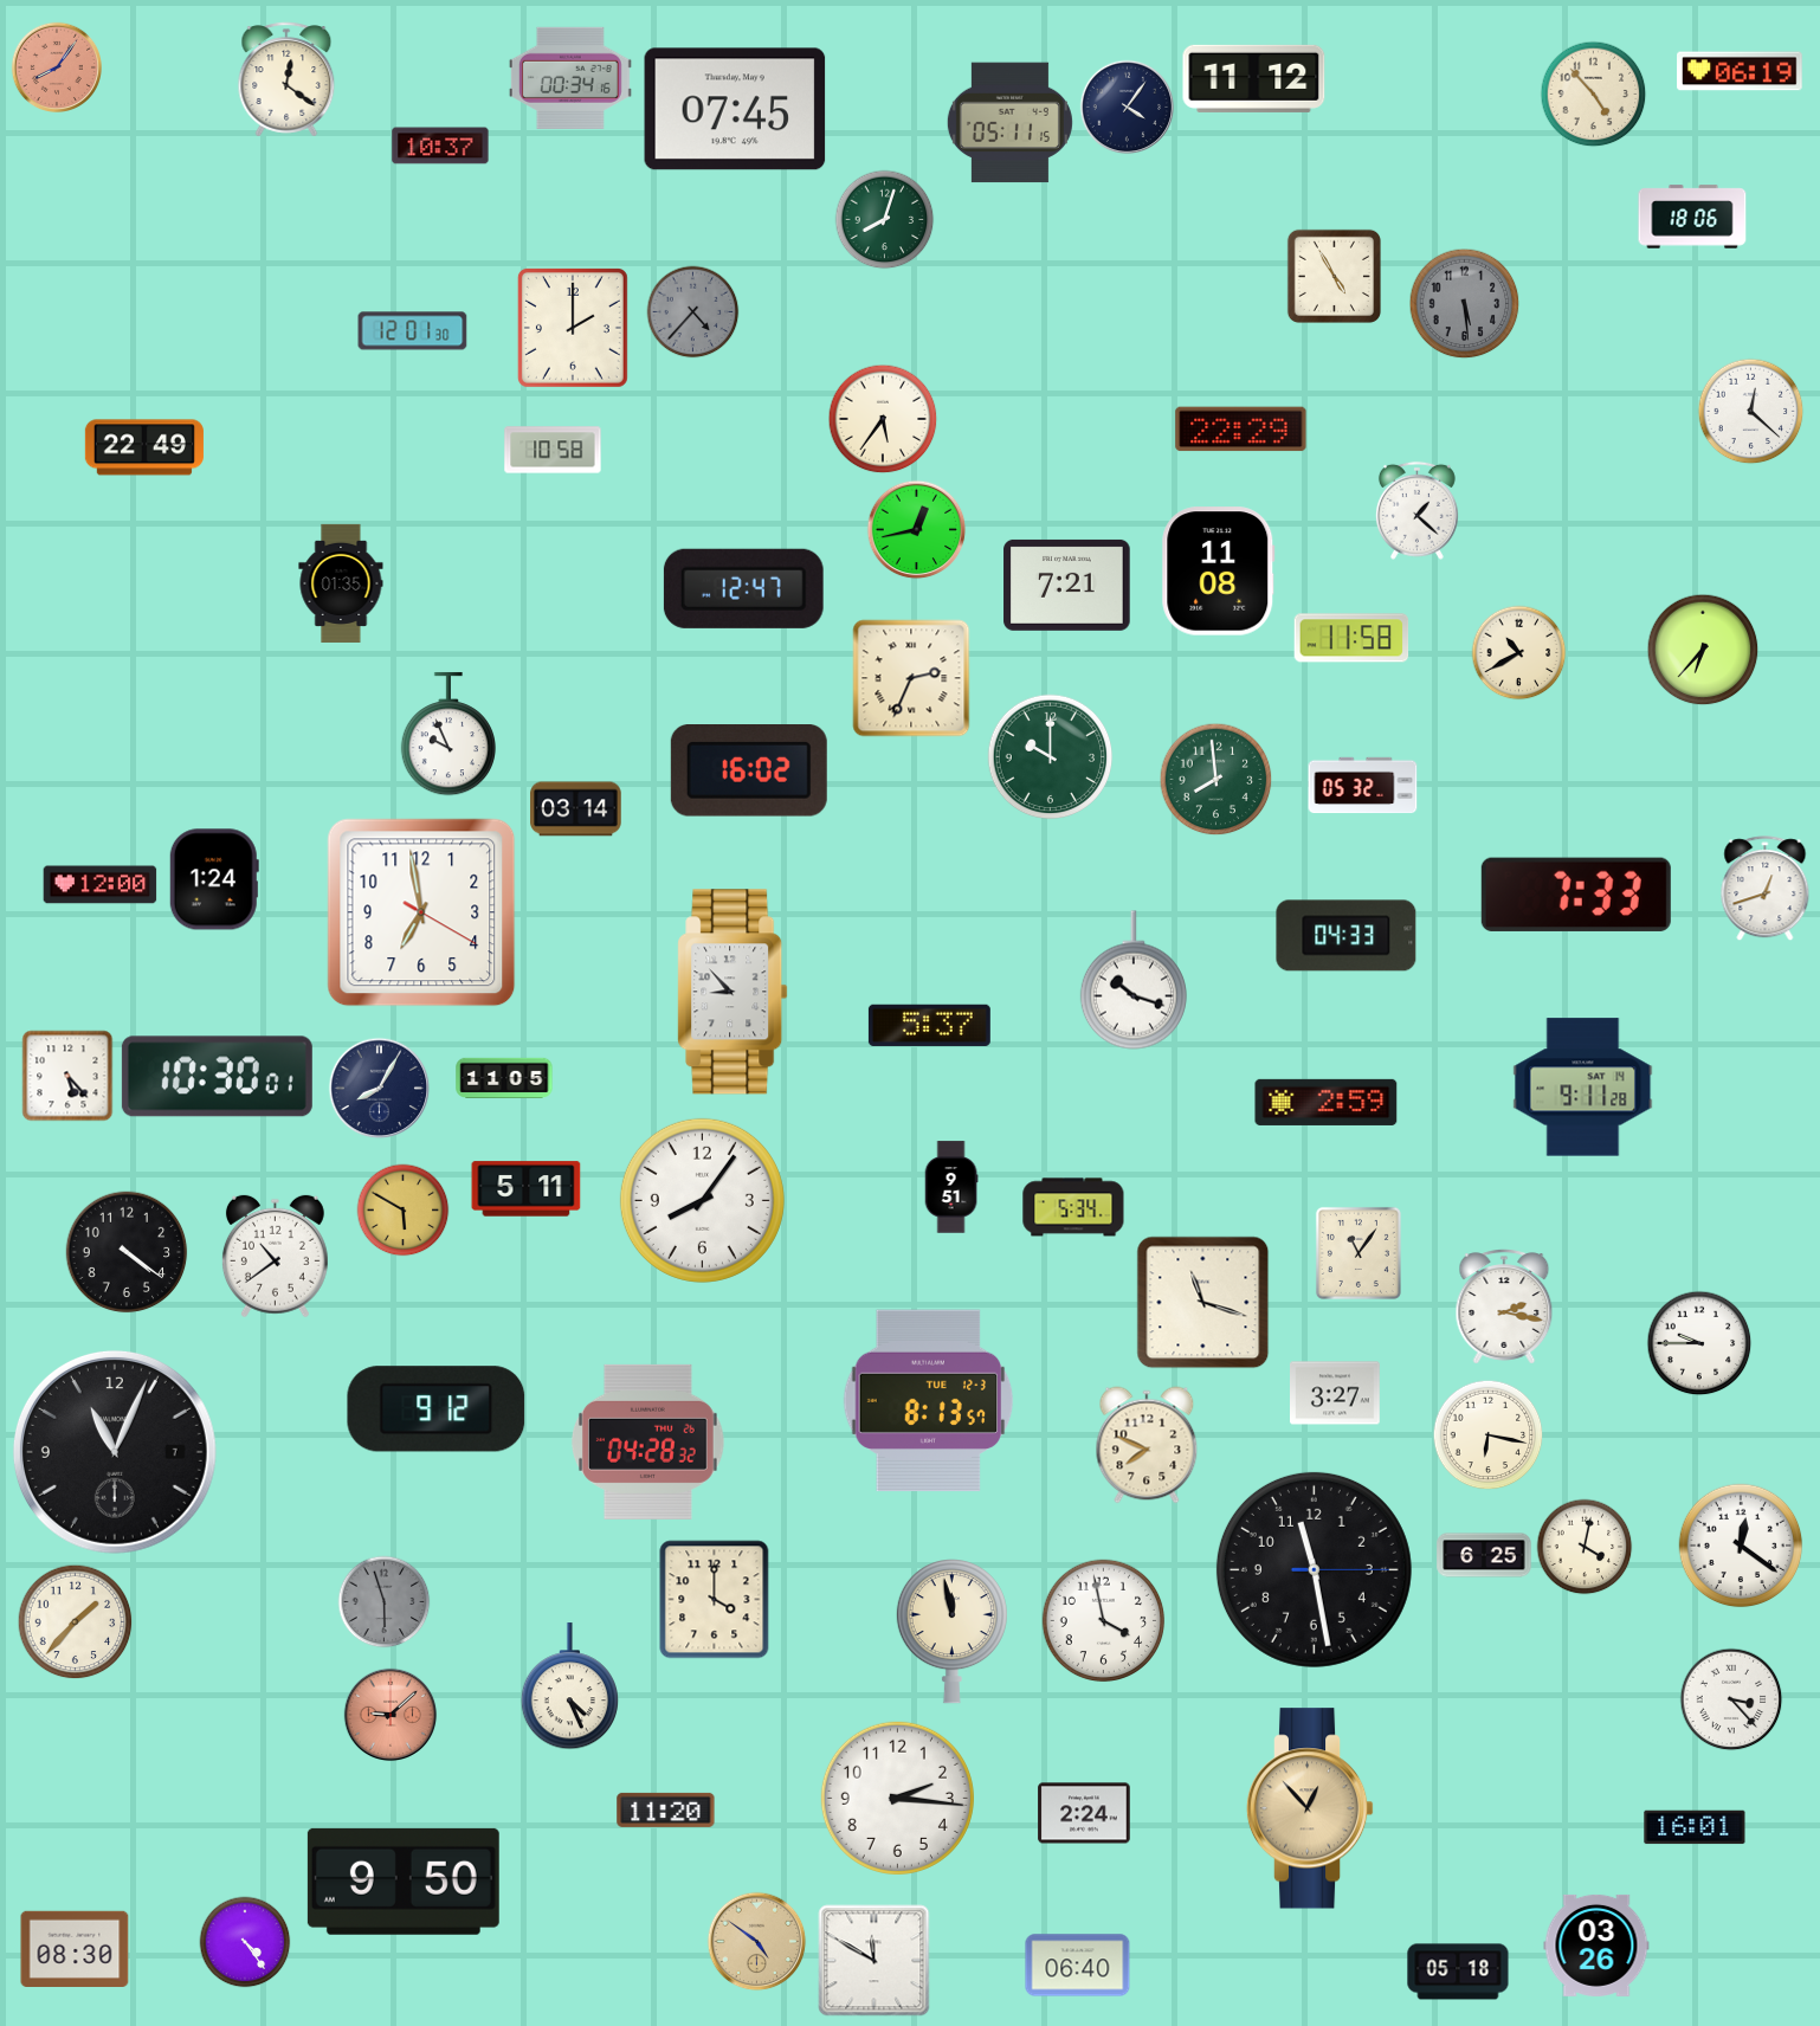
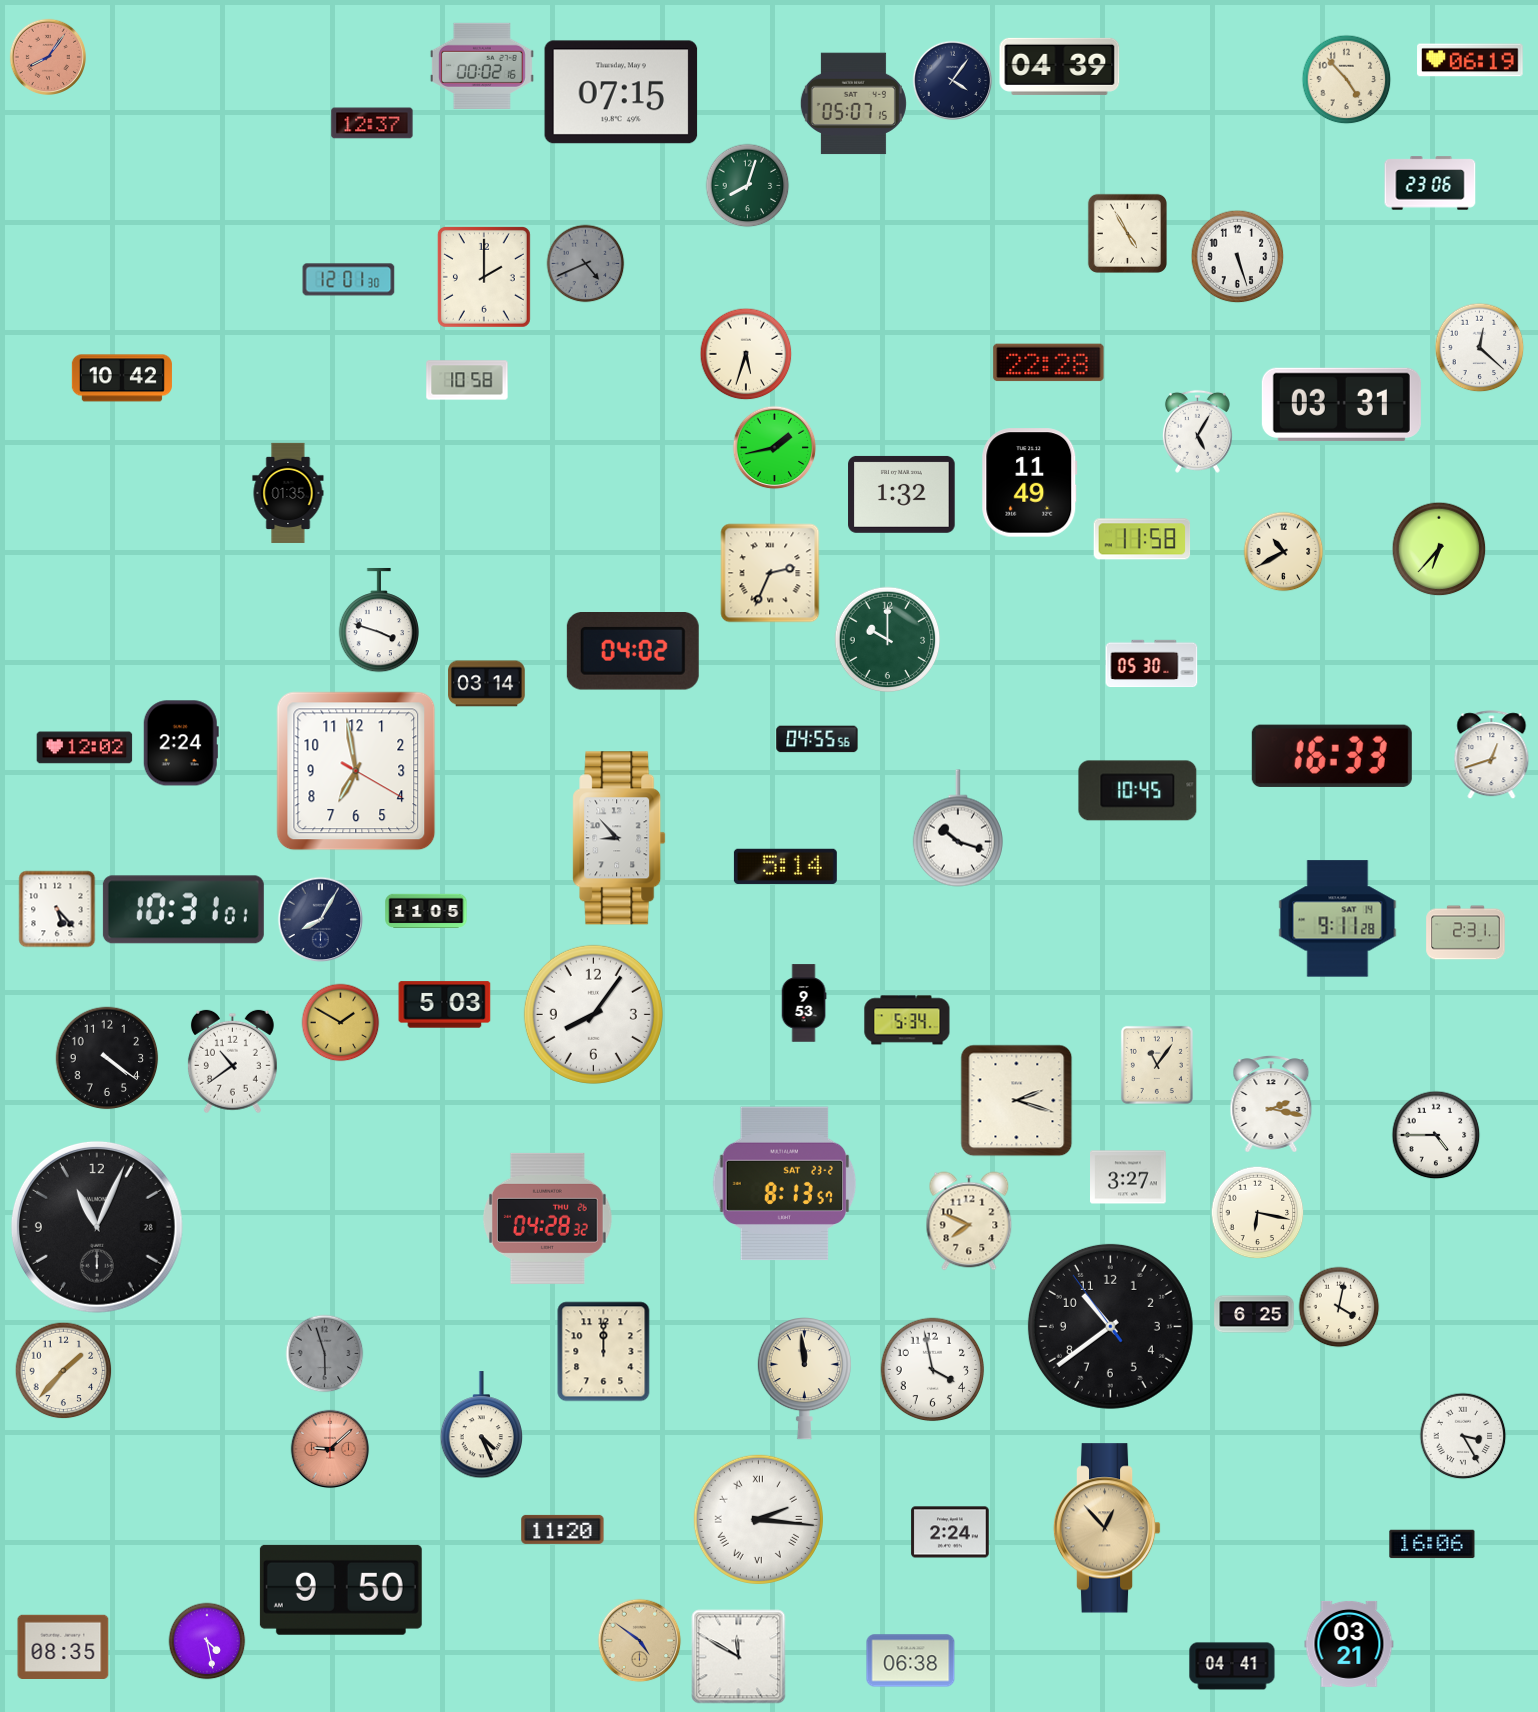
clock at (570, 78): 00:34 -> 00:02
clock at (1254, 78): 11:12 -> 04:39
clock at (286, 79): 12:21 -> none
clock at (1128, 108) position: (1128, 108) -> (953, 81)
clock at (735, 109): 07:45 -> 07:15
clock at (1009, 123): 05:11 -> 05:07
clock at (440, 146): 10:37 -> 12:37
clock at (1692, 217): 18:06 -> 23:06
clock at (1465, 304): 5:29 -> 5:27
clock at (1465, 304) dial: grey -> white
clock at (693, 312): 4:37 -> 4:41
clock at (883, 419): 5:36 -> 5:33
clock at (1241, 430): 22:29 -> 22:28
clock at (144, 447): 22:49 -> 10:42
clock at (1341, 404): none -> 03:31
clock at (1416, 510): 1:22 -> 5:05
clock at (917, 530): 12:43 -> 1:43
clock at (1219, 572): 11:08 -> 11:49
clock at (1067, 585): 7:21 -> 1:32
clock at (743, 588): 12:47 -> none
clock at (447, 734): 9:56 -> 3:48
clock at (749, 770): 16:02 -> 04:02
clock at (1216, 780): 7:59 -> none
clock at (1363, 786): 05:32 -> 05:30
clock at (817, 739): none -> 04:55
clock at (214, 879): 1:24 -> 2:24
clock at (101, 885): 12:00 -> 12:02
clock at (1766, 889) position: (1766, 889) -> (1492, 755)
clock at (1576, 895): 7:33 -> 16:33
clock at (1347, 936): 04:33 -> 10:45
clock at (929, 1025): 5:37 -> 5:14
clock at (217, 1077): 10:30 -> 10:31
clock at (1327, 1102): 2:59 -> none
clock at (1466, 933): none -> 2:31
clock at (951, 1187): 9:51 -> 9:53
clock at (527, 1189): 5:11 -> 5:03
clock at (404, 1211): 5:50 -> 1:50
clock at (1358, 1253) position: (1358, 1253) -> (1157, 1065)
clock at (1203, 1303): 11:18 -> 2:18
clock at (1699, 1343): 9:45 -> 4:45
clock at (929, 1401) date: TUE 12-3 -> SAT 23-2
clock at (437, 1409): 9:12 -> none
clock at (115, 1452) date: 7 -> 28
clock at (1741, 1546): 12:21 -> none
clock at (1314, 1569): 11:28 -> 10:38
clock at (715, 1600): 4:00 -> 12:00
clock at (951, 1632): 11:58 -> 11:59
clock at (1731, 1699): 3:23 -> 3:25
clock at (897, 1798) numerals: Arabic -> Roman
clock at (1084, 1813) position: (1084, 1813) -> (950, 1532)
clock at (1695, 1827): 16:01 -> 16:06
clock at (245, 1942): 4:24 -> 4:28
clock at (1596, 1946): 03:26 -> 03:21
clock at (75, 1948): 08:30 -> 08:35
clock at (1078, 1966): 06:40 -> 06:38
clock at (1458, 1972): 05:18 -> 04:41
